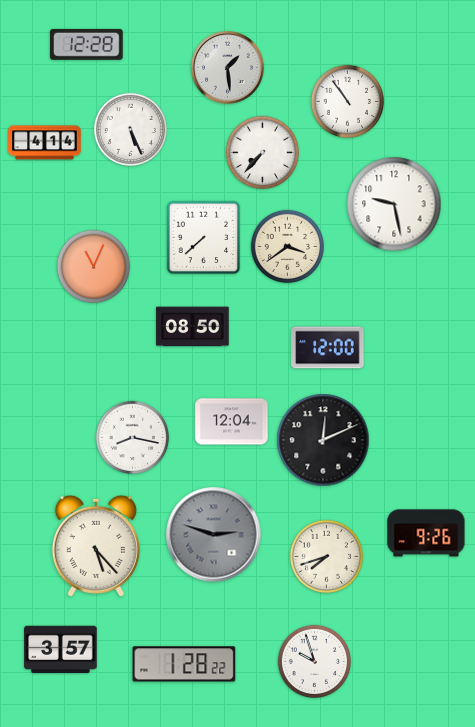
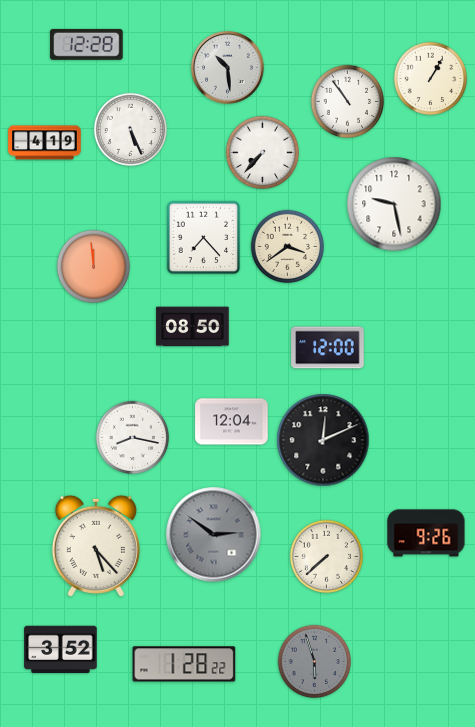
clock at (228, 68): 1:29 -> 10:29
clock at (431, 79): none -> 1:05
clock at (45, 143): 4:14 -> 4:19
clock at (204, 238): 7:38 -> 7:23
clock at (94, 267): 11:04 -> 11:59
clock at (214, 535): 2:48 -> 2:51
clock at (327, 557): 7:42 -> 7:38
clock at (61, 650): 3:57 -> 3:52
clock at (315, 662): 9:57 -> 5:57
clock at (315, 662) dial: white -> grey
